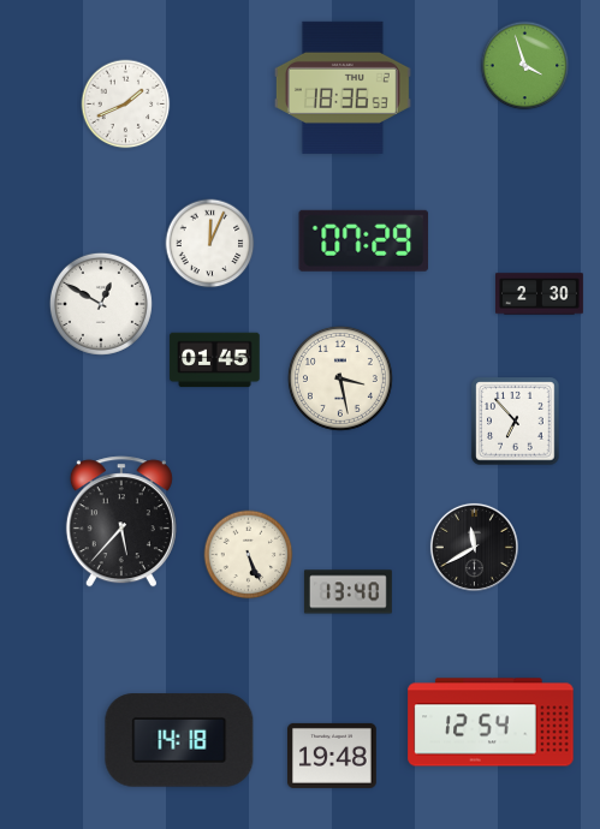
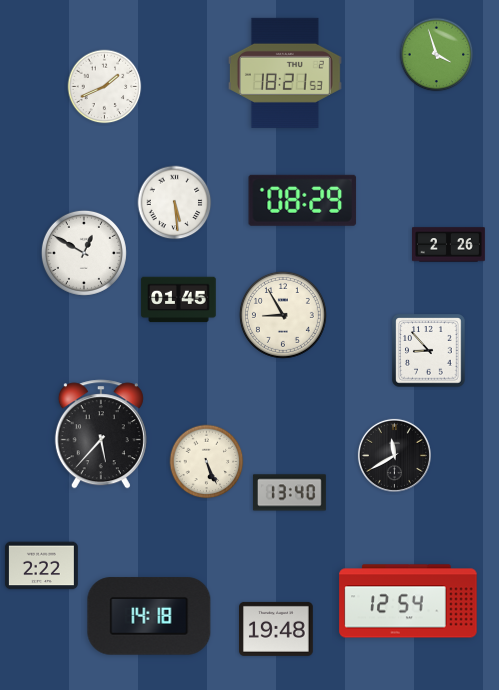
clock at (343, 88): 18:36 -> 18:21
clock at (364, 240): 07:29 -> 08:29
clock at (210, 244): 12:04 -> 5:29
clock at (540, 294): 2:30 -> 2:26
clock at (340, 378): 3:28 -> 8:55
clock at (516, 422): 6:53 -> 8:53
clock at (41, 566): none -> 2:22
